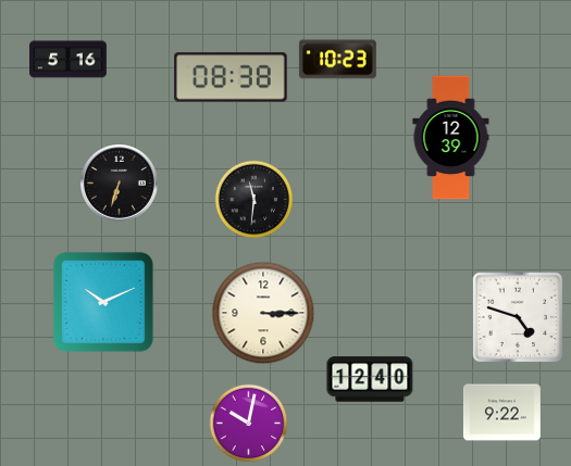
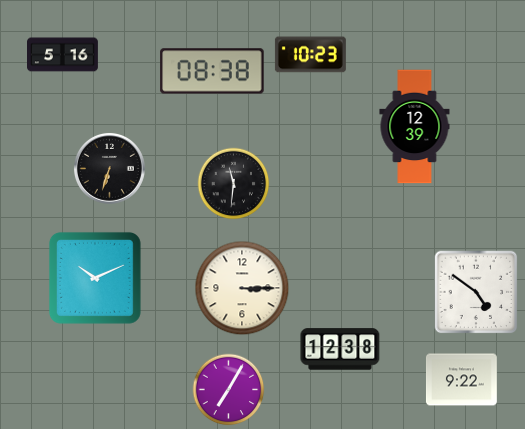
clock at (518, 317): 4:48 -> 4:51
clock at (370, 379): 12:40 -> 12:38
clock at (249, 424): 10:02 -> 7:05
